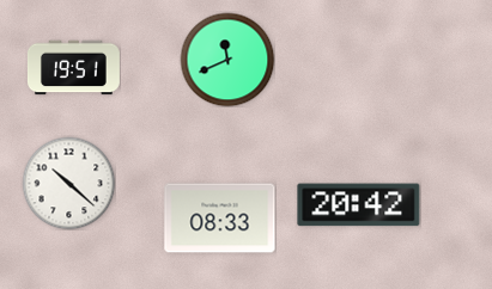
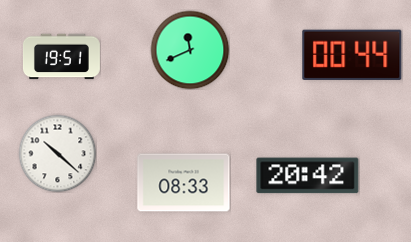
clock at (352, 55): none -> 00:44
clock at (359, 205) position: (359, 205) -> (308, 176)
